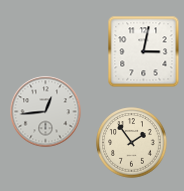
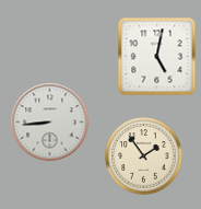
clock at (144, 52): 3:02 -> 5:02
clock at (46, 112): 12:44 -> 8:44
